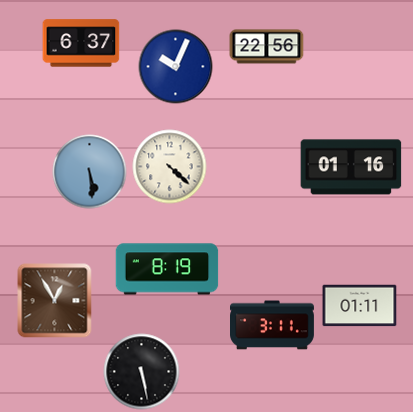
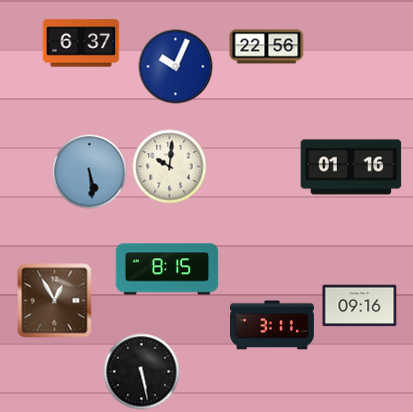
clock at (170, 167): 4:22 -> 10:01
clock at (167, 269): 8:19 -> 8:15
clock at (360, 306): 01:11 -> 09:16
